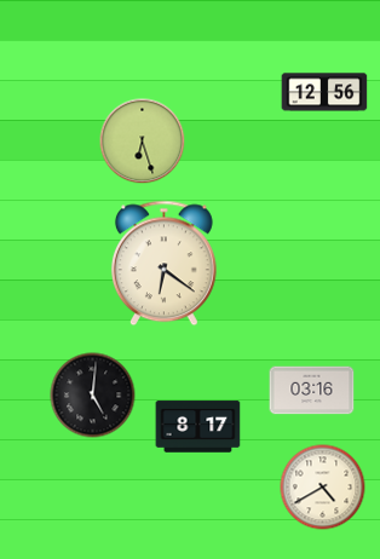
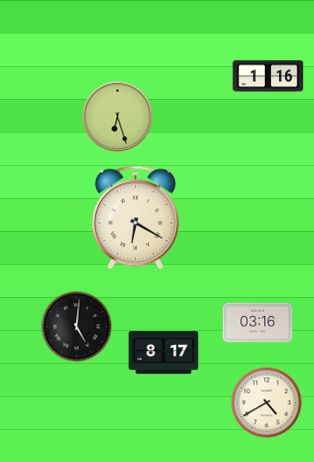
clock at (324, 92): 12:56 -> 1:16
clock at (163, 264): 6:21 -> 6:20
